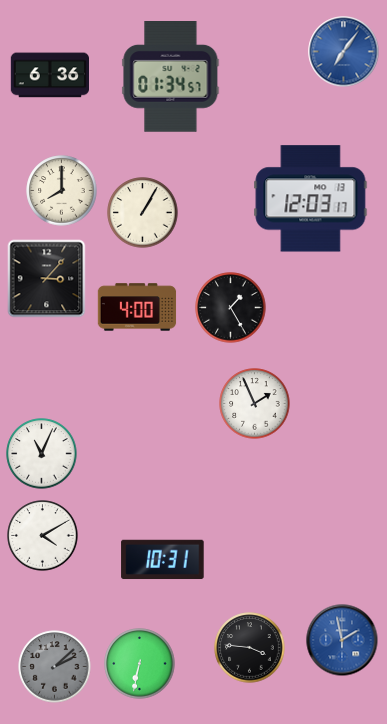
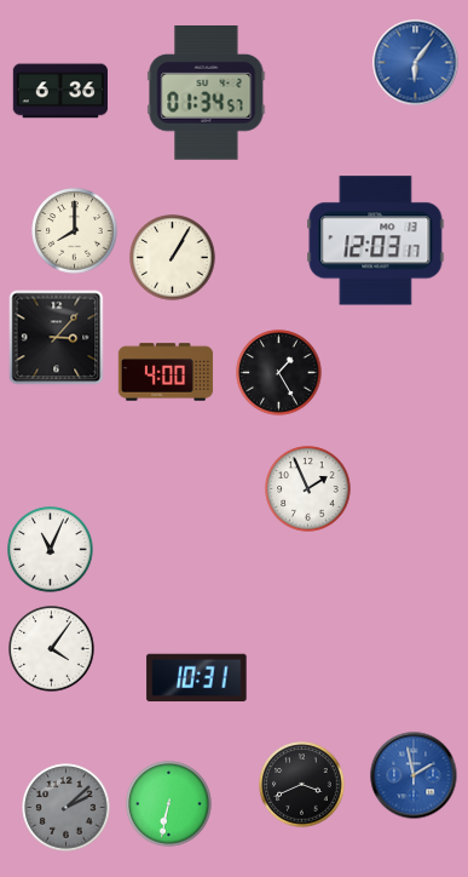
clock at (344, 52): 7:06 -> 6:06
clock at (43, 536): 4:10 -> 4:06
clock at (250, 648): 3:46 -> 3:41
